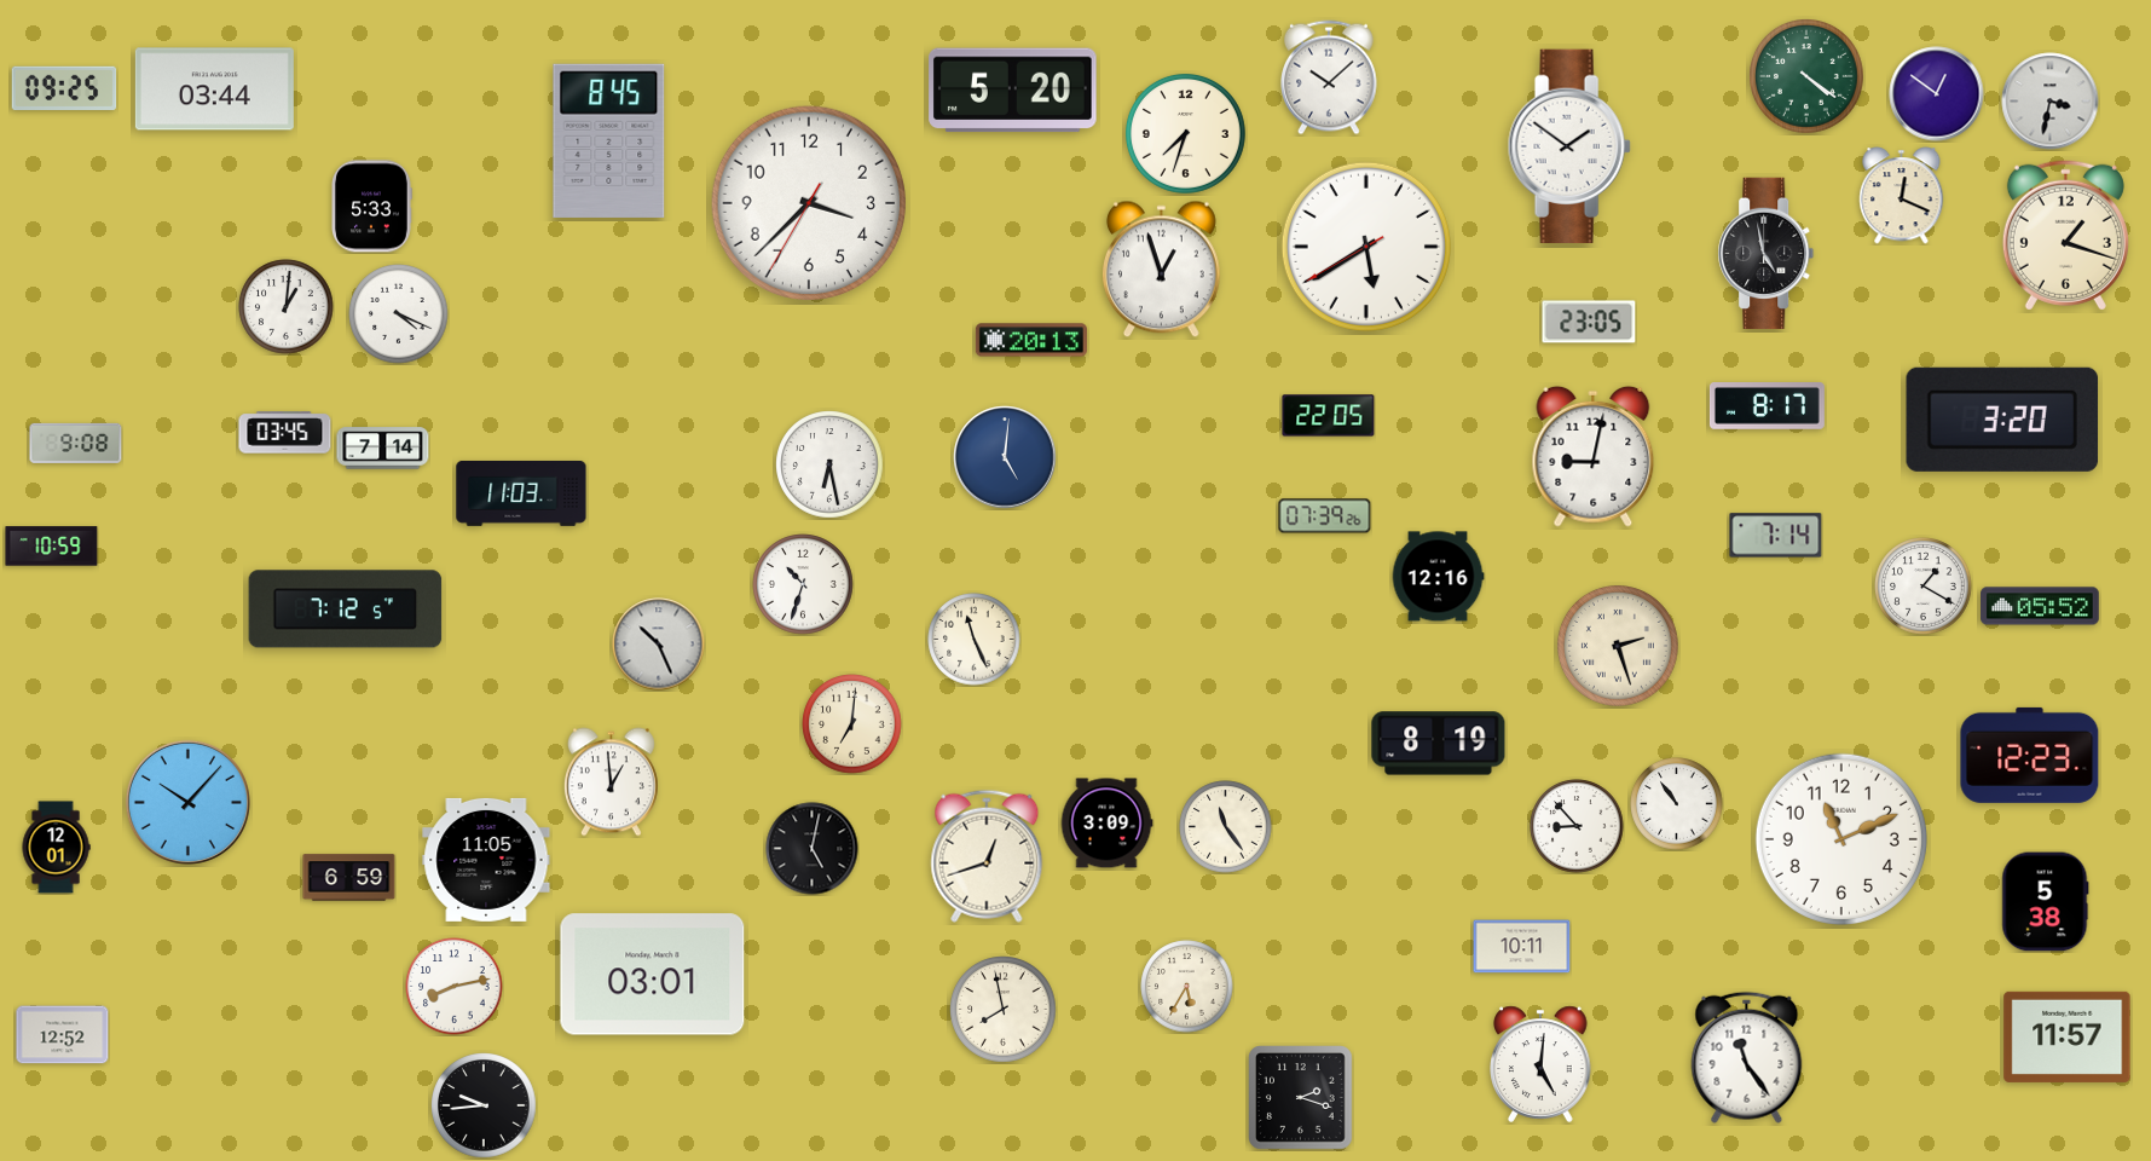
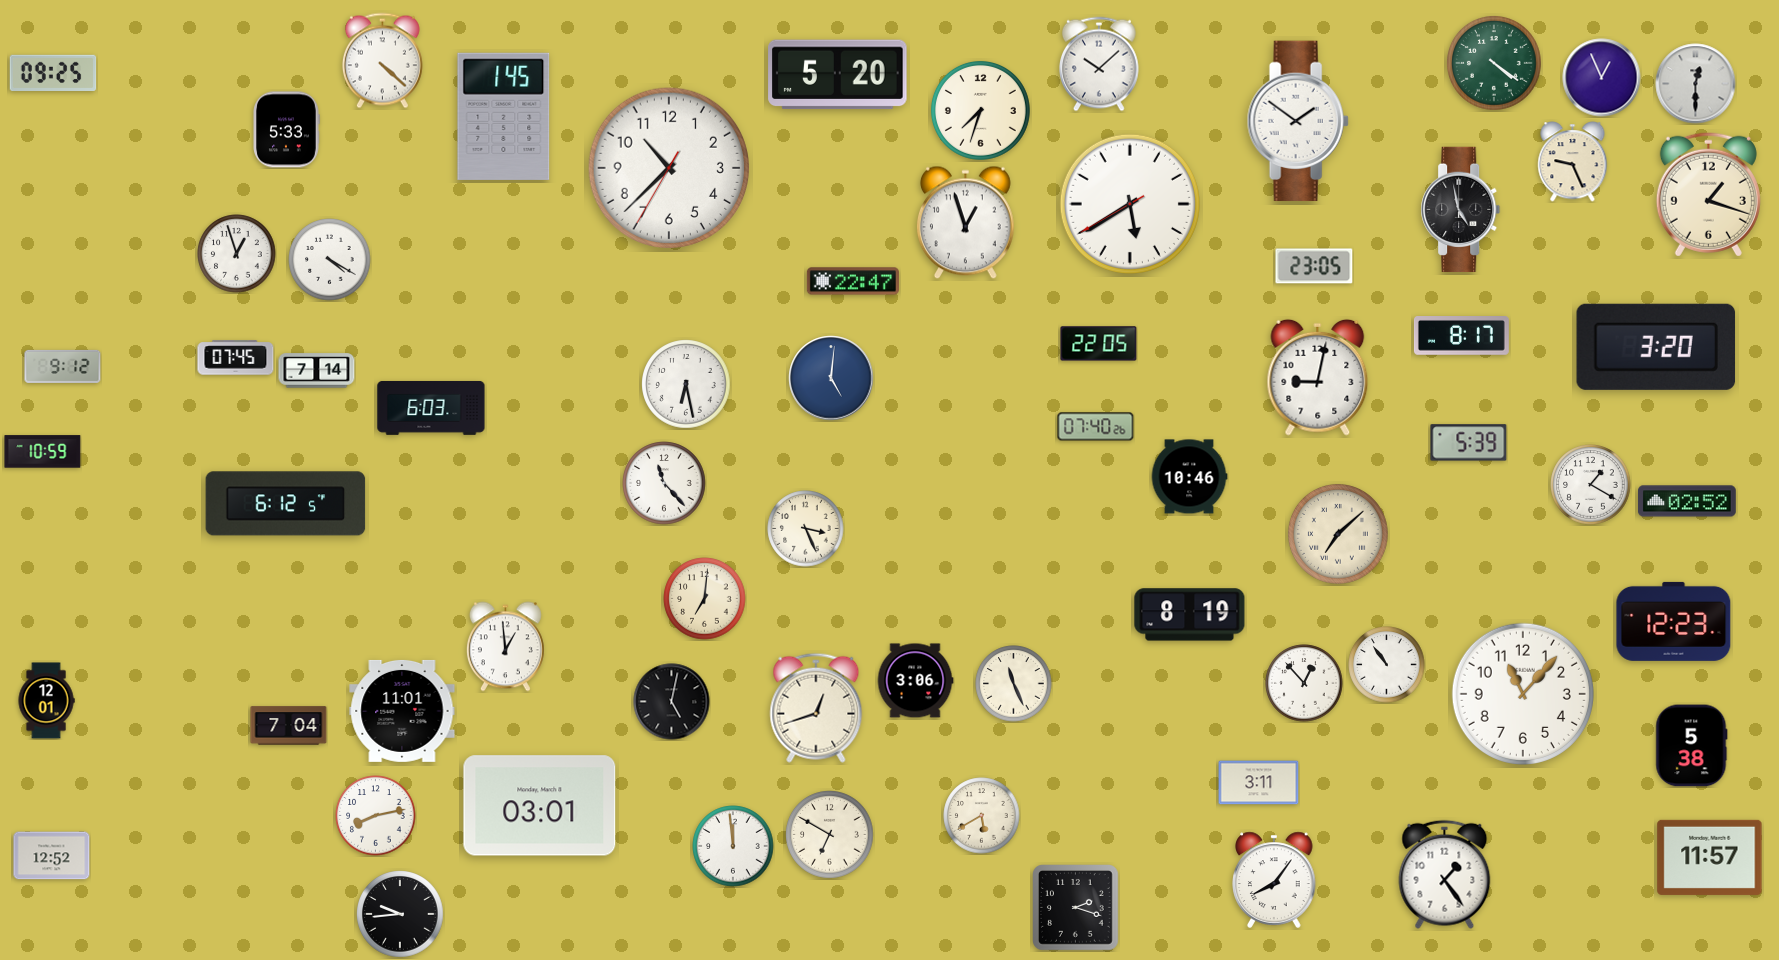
clock at (382, 61): none -> 4:22
clock at (214, 89): 03:44 -> none
clock at (1937, 94): 12:51 -> 12:56
clock at (2051, 102): 3:32 -> 12:30
clock at (609, 140): 8:45 -> 1:45
clock at (1902, 196): 12:19 -> 9:26
clock at (809, 203): 3:37 -> 10:37
clock at (371, 207) position: (371, 207) -> (286, 130)
clock at (1161, 270) position: (1161, 270) -> (965, 223)
clock at (287, 307): 1:01 -> 12:57
clock at (399, 314): 4:19 -> 4:20
clock at (1031, 340): 20:13 -> 22:47
clock at (285, 433): 03:45 -> 07:45
clock at (76, 443): 9:08 -> 9:12
clock at (521, 493): 11:03 -> 6:03
clock at (1325, 516): 07:39 -> 07:40
clock at (1776, 536): 7:14 -> 5:39
clock at (1438, 577): 12:16 -> 10:46
clock at (803, 584): 10:33 -> 11:23
clock at (2040, 606): 05:52 -> 02:52
clock at (346, 610): 7:12 -> 6:12
clock at (975, 640): 11:26 -> 3:26
clock at (659, 645): 10:26 -> none
clock at (1618, 646): 2:27 -> 7:08
clock at (2030, 755) position: (2030, 755) -> (1674, 621)
clock at (187, 802): 10:07 -> none
clock at (1106, 824): 3:09 -> 3:06
clock at (1577, 826): 8:53 -> 12:53
clock at (1226, 827): 11:24 -> 11:26
clock at (1841, 839): 11:11 -> 11:07
clock at (486, 860): 11:05 -> 11:01
clock at (349, 878): 6:59 -> 7:04
clock at (1522, 947): 10:11 -> 3:11
clock at (1187, 987): 5:35 -> 5:40
clock at (1004, 1010): 7:58 -> 6:50
clock at (733, 846): none -> 11:59
clock at (1747, 1057): 11:24 -> 1:24
clock at (1540, 1064): 5:01 -> 8:06
